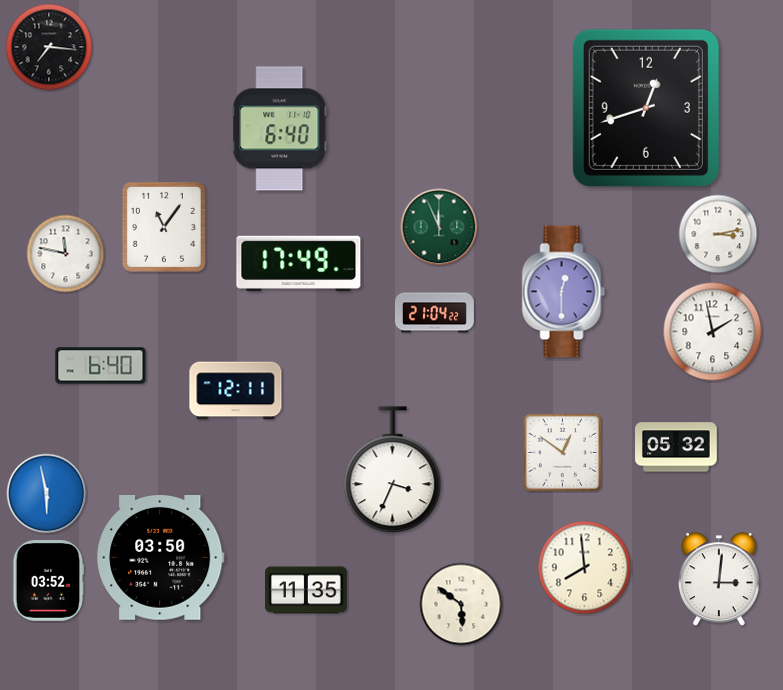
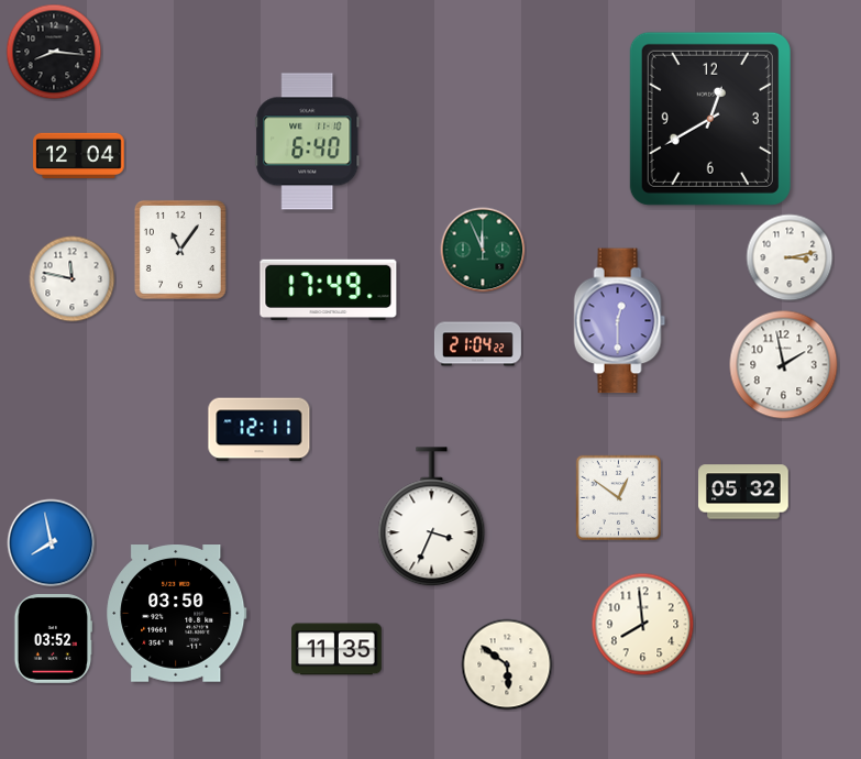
clock at (49, 47): 7:16 -> 8:16
clock at (646, 108): 12:42 -> 12:40
clock at (79, 155): none -> 12:04
clock at (101, 366): 6:40 -> none
clock at (47, 494): 5:58 -> 7:58
clock at (719, 580): 3:01 -> none
